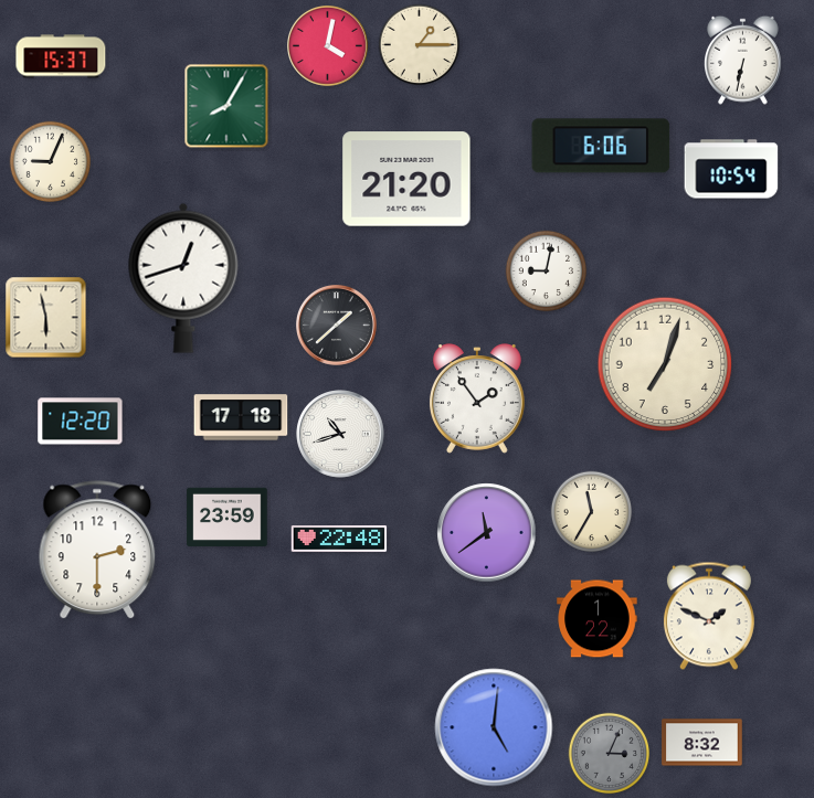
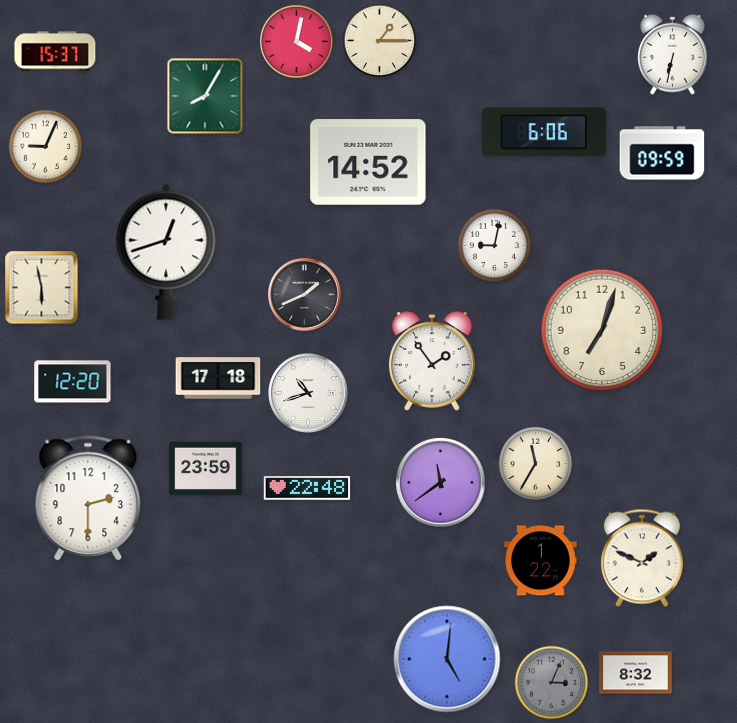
clock at (731, 169): 10:54 -> 09:59
clock at (406, 179): 21:20 -> 14:52
clock at (337, 326): 1:38 -> 1:41
